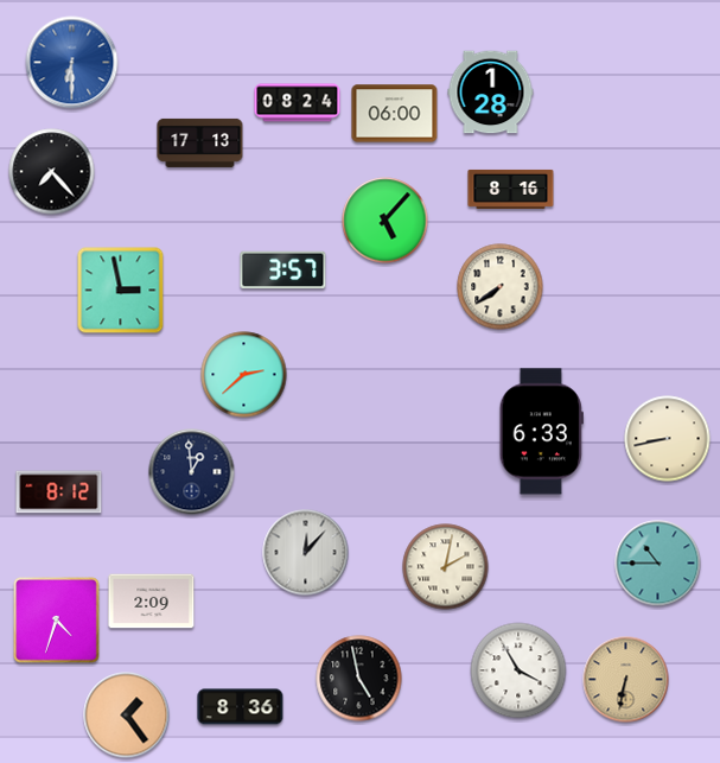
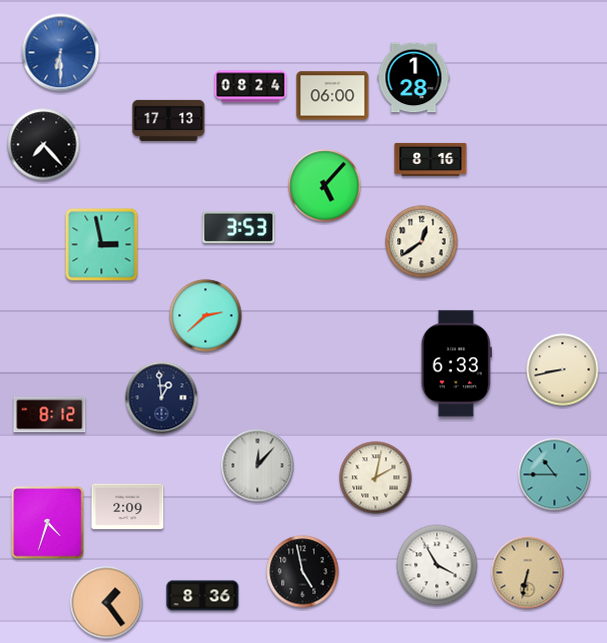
clock at (283, 271): 3:57 -> 3:53
clock at (501, 287): 7:39 -> 12:39
